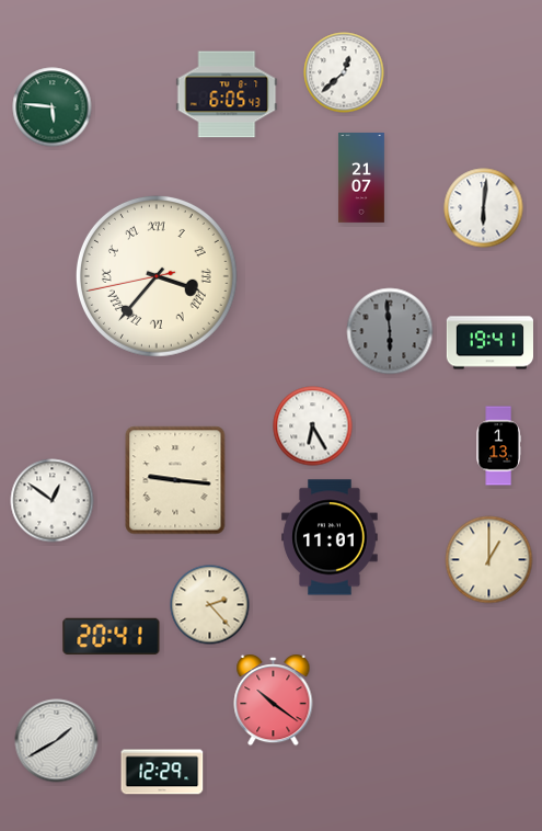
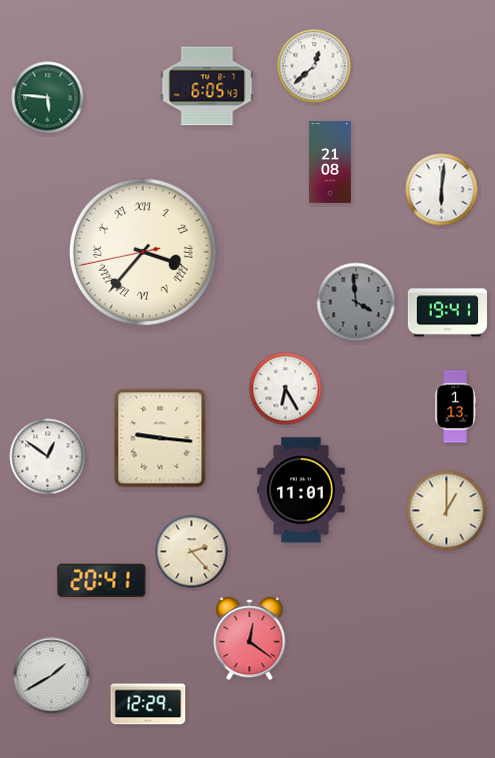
clock at (361, 179): 21:07 -> 21:08
clock at (390, 331): 5:59 -> 3:59
clock at (274, 701): 10:21 -> 12:21
